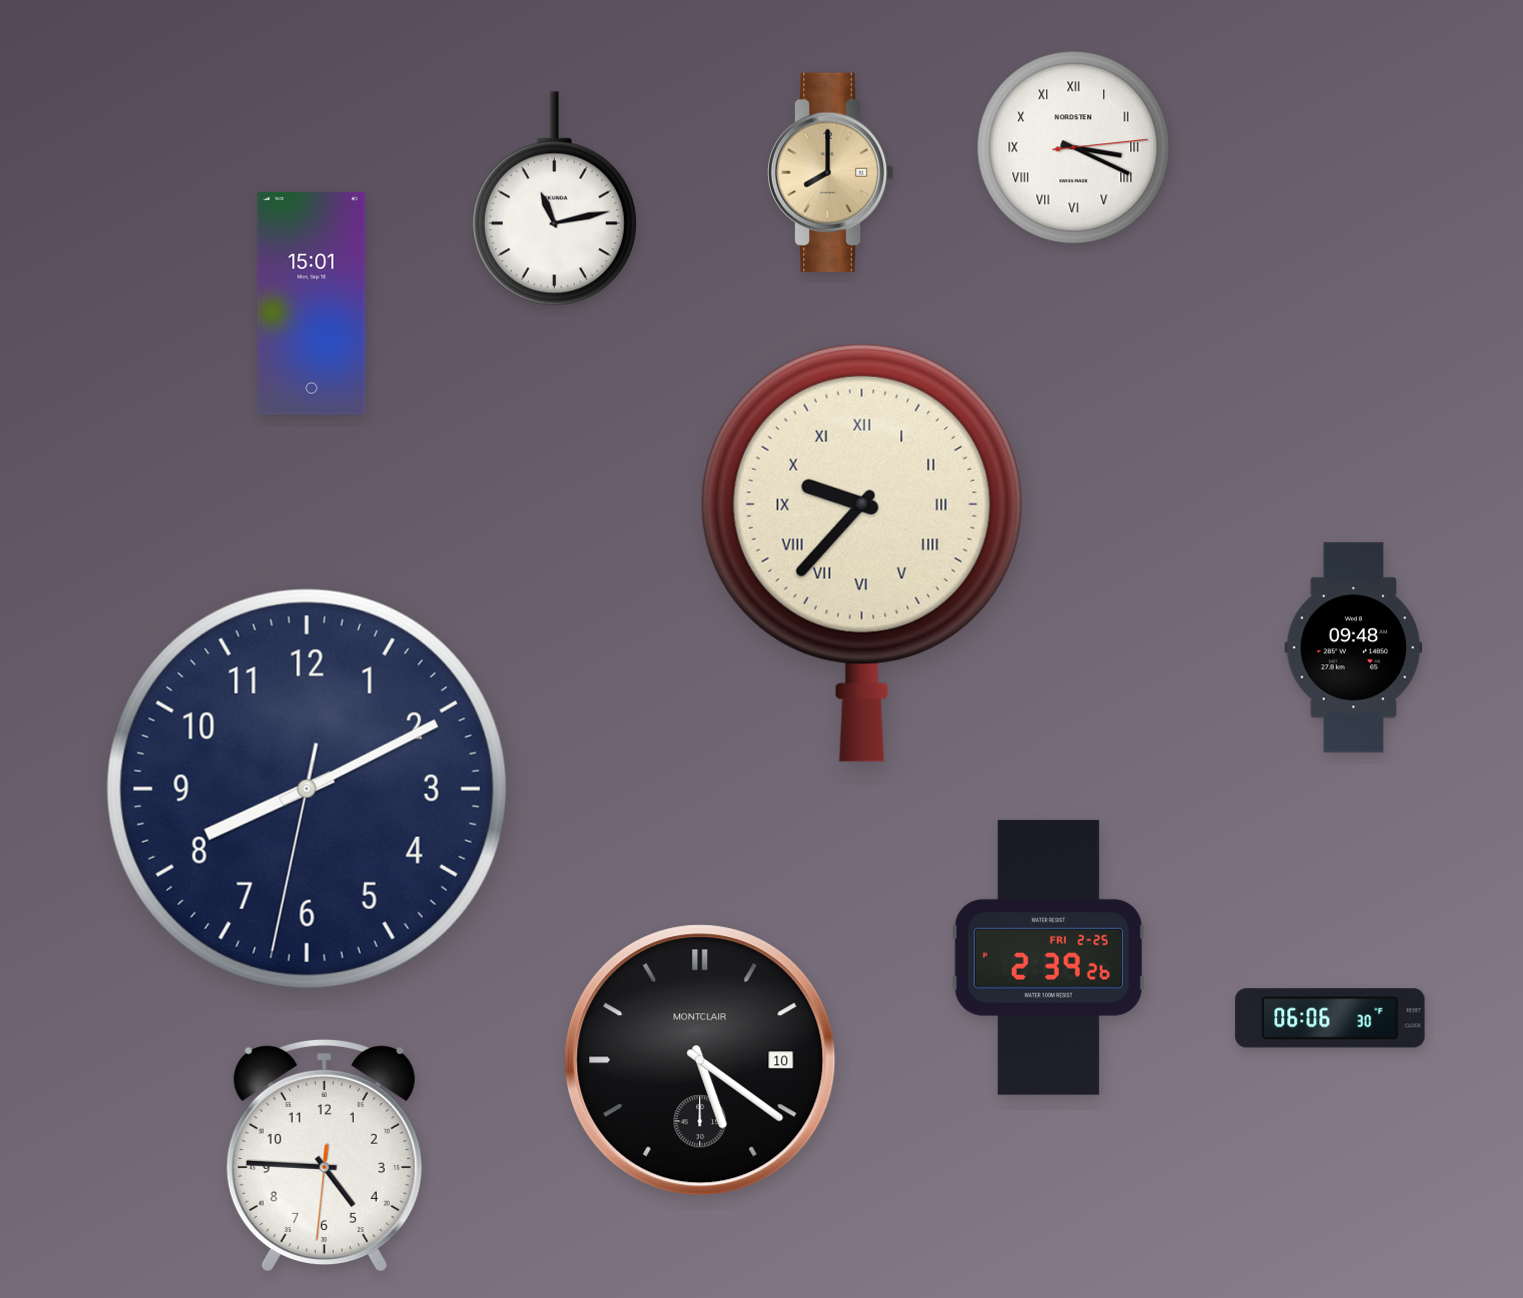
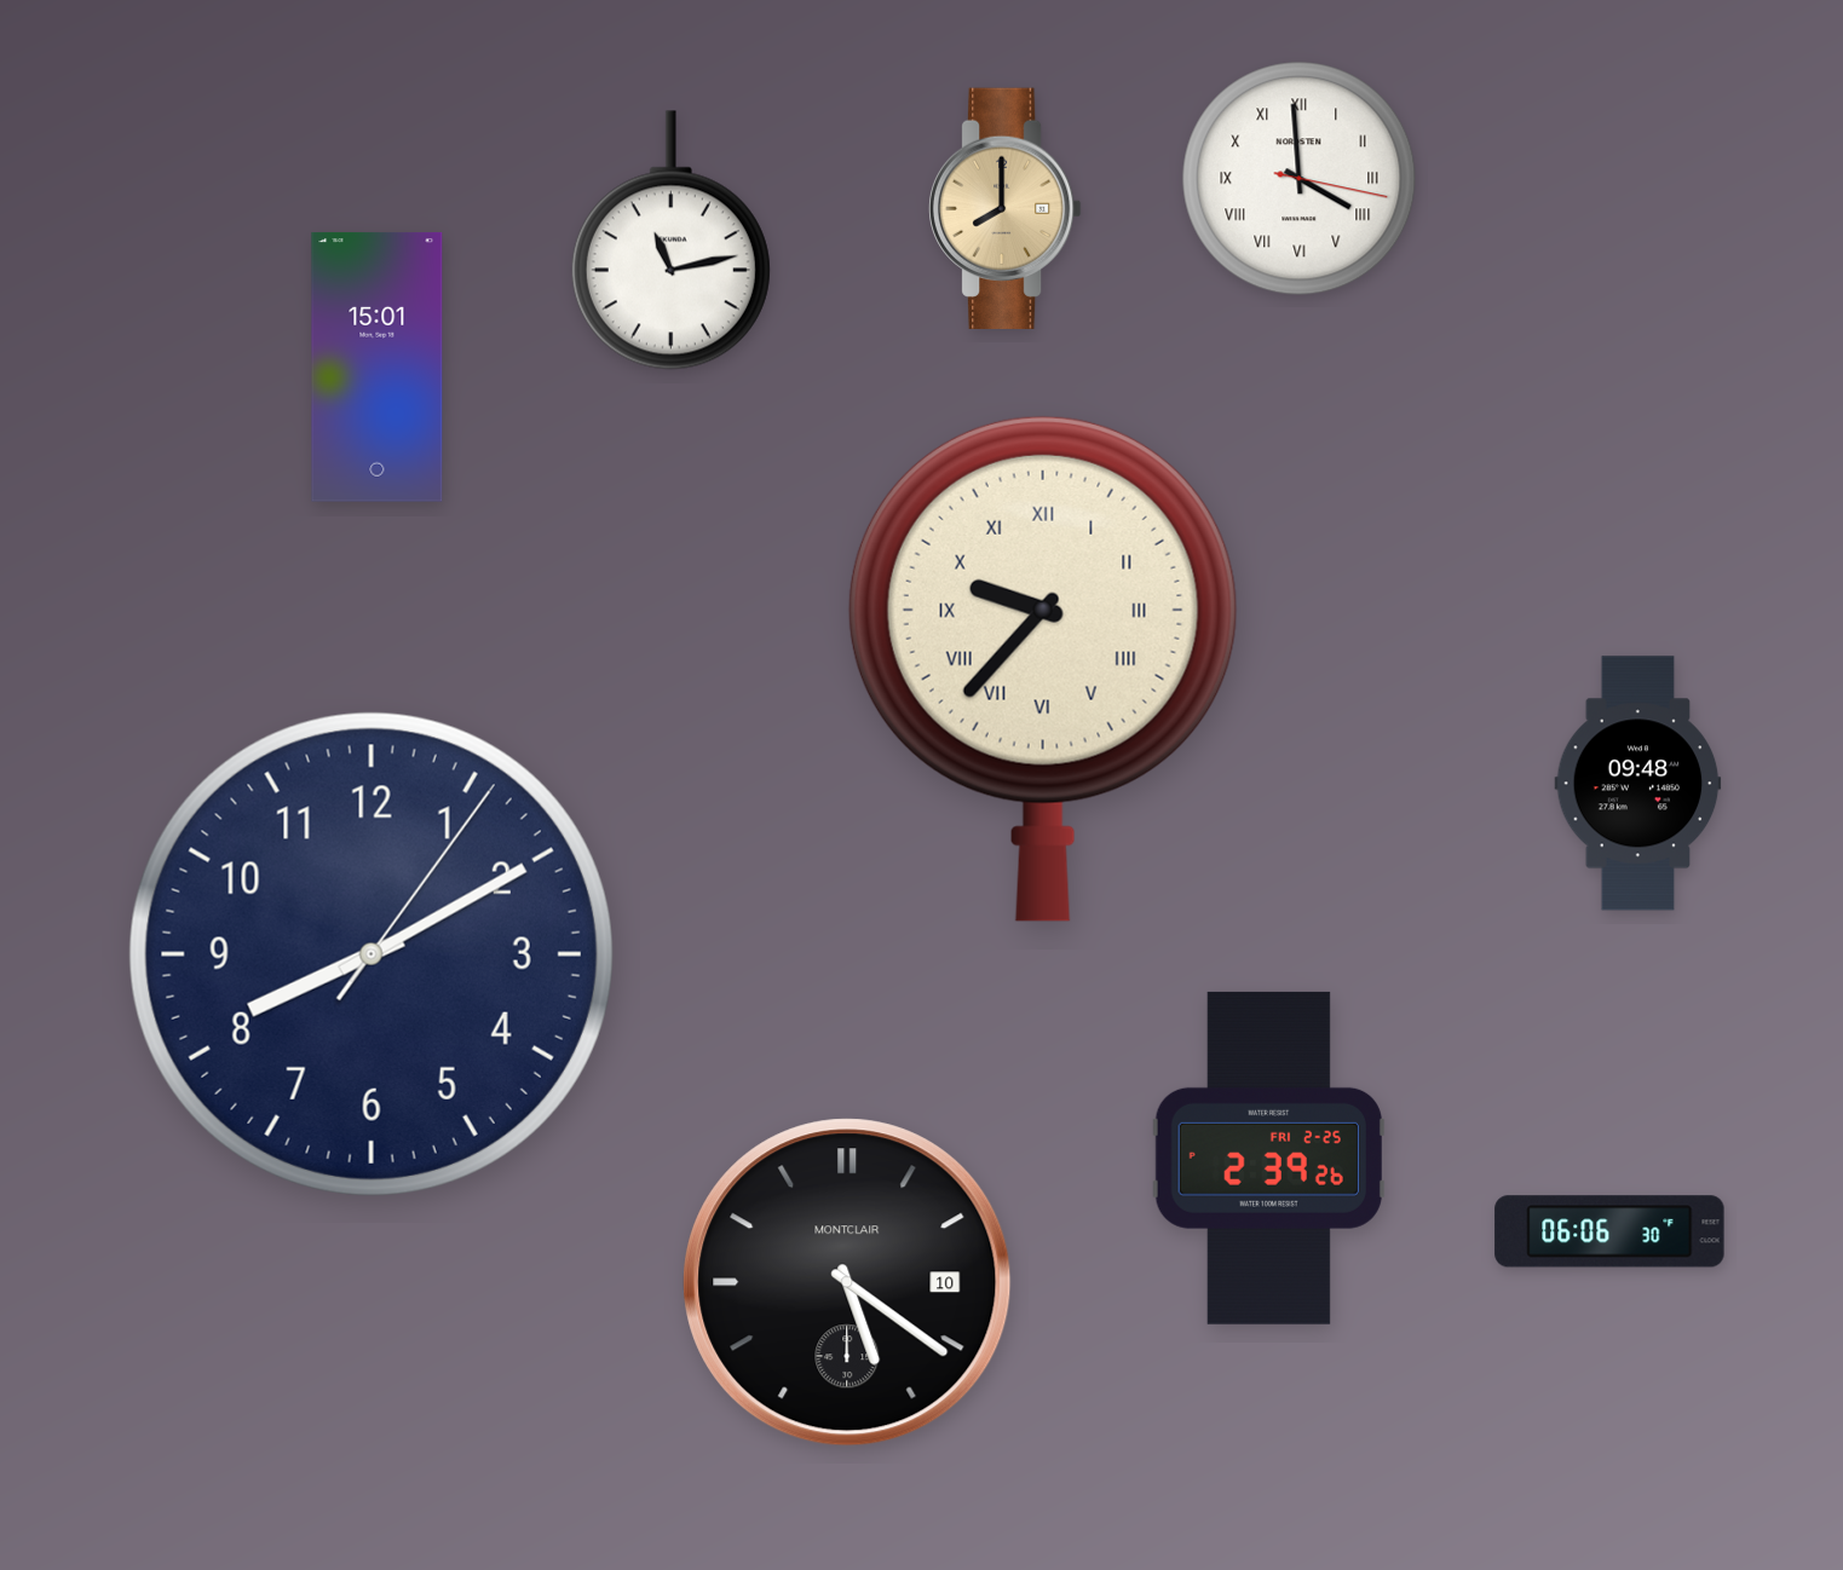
clock at (1074, 148): 3:19 -> 3:59
clock at (307, 789): 8:10:32 -> 8:10:06
clock at (324, 1155): 4:45 -> none
